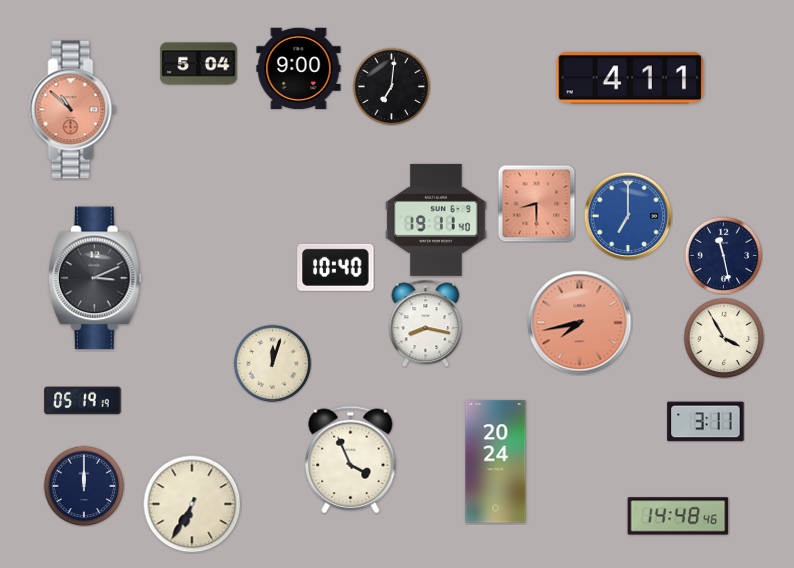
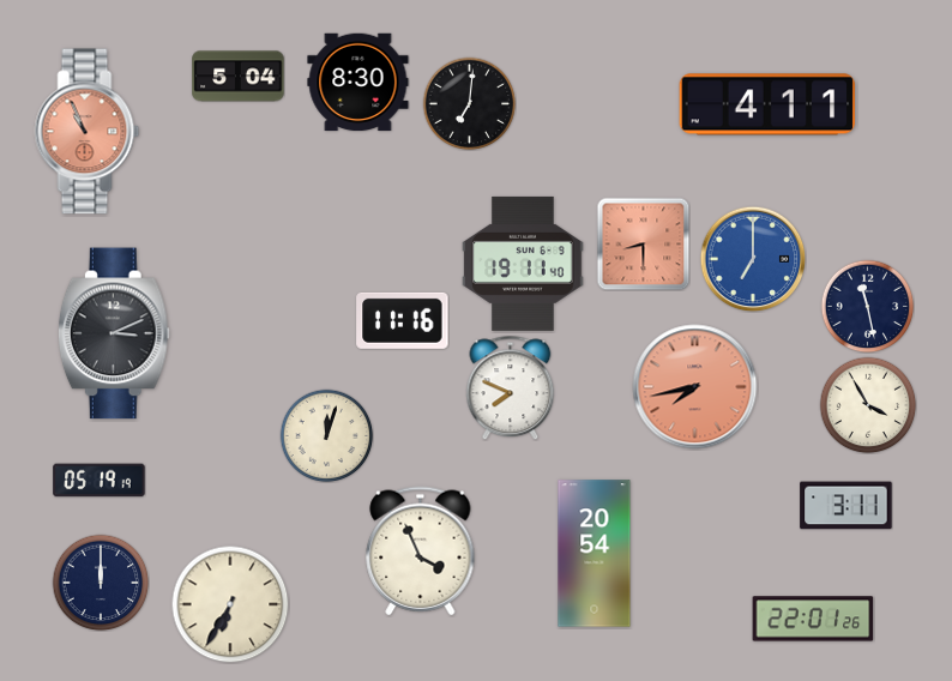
clock at (299, 69): 9:00 -> 8:30
clock at (630, 78) position: (630, 78) -> (767, 104)
clock at (73, 110): 10:52 -> 10:56
clock at (336, 267): 10:40 -> 11:16
clock at (426, 323): 8:17 -> 7:49
clock at (496, 462): 20:24 -> 20:54
clock at (678, 516): 14:48 -> 22:01
